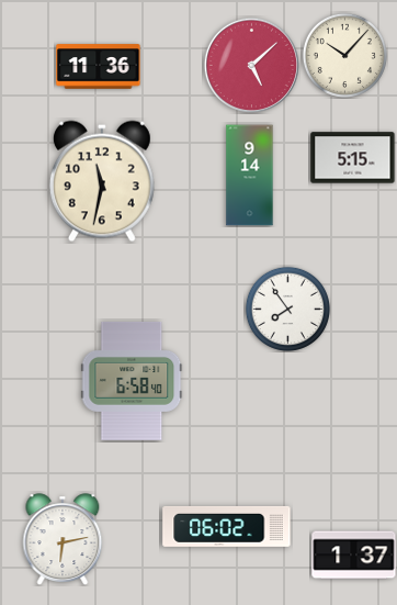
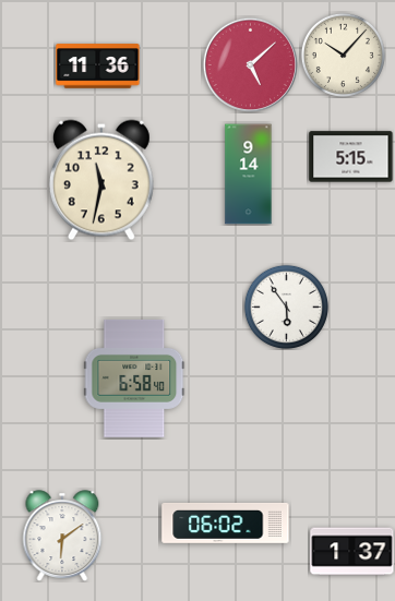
clock at (287, 309): 7:54 -> 5:54
clock at (132, 381) position: (132, 381) -> (134, 378)
clock at (63, 539): 6:13 -> 6:09
